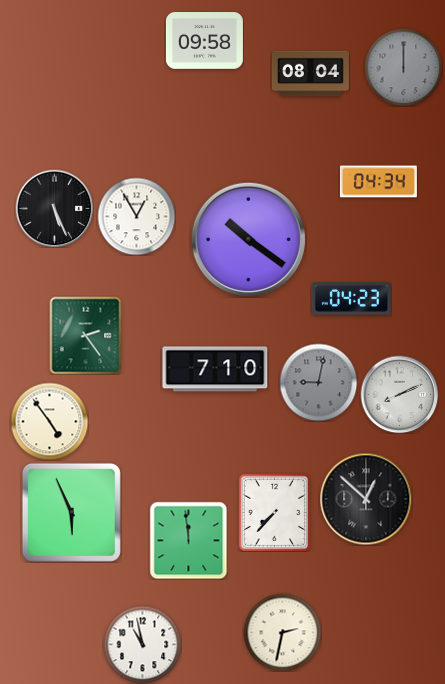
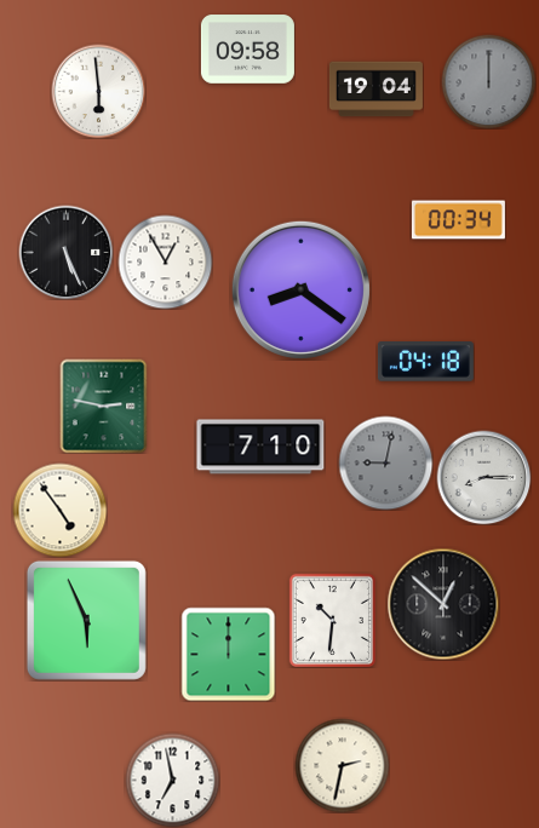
clock at (310, 74): 08:04 -> 19:04
clock at (98, 91): none -> 5:59
clock at (378, 182): 04:34 -> 00:34
clock at (248, 239): 10:21 -> 8:21
clock at (351, 299): 04:23 -> 04:18
clock at (86, 335): 2:24 -> 2:47
clock at (399, 394): 8:11 -> 8:15
clock at (274, 512): 7:37 -> 10:31
clock at (188, 540): 11:59 -> 12:00
clock at (142, 644): 10:58 -> 6:58
